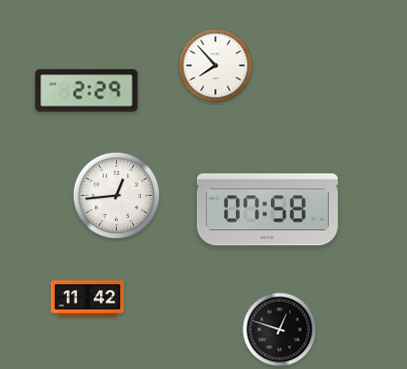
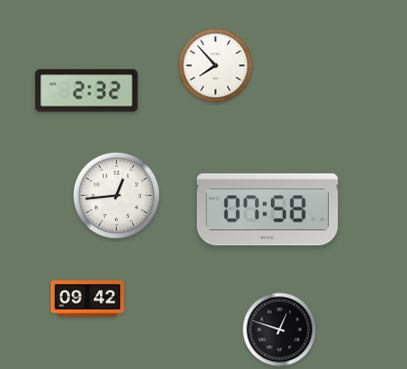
clock at (87, 91): 2:29 -> 2:32
clock at (87, 299): 11:42 -> 09:42
